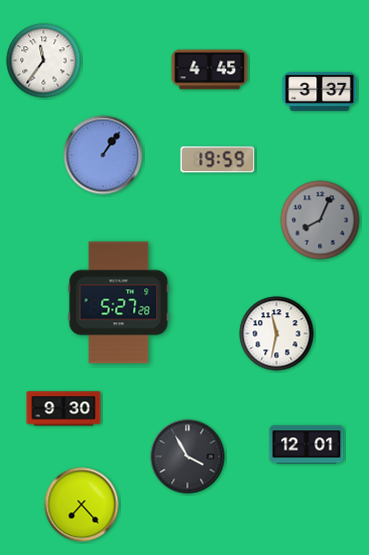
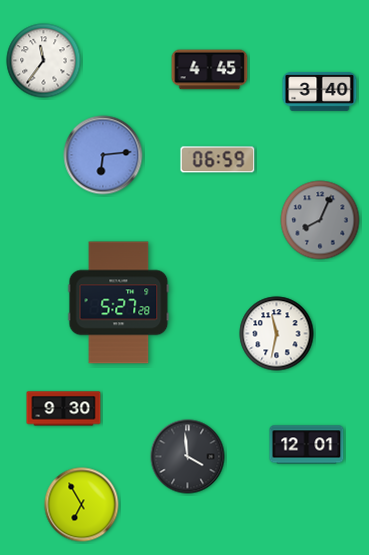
clock at (320, 91): 3:37 -> 3:40
clock at (103, 155): 1:06 -> 6:14
clock at (218, 160): 19:59 -> 06:59
clock at (188, 457): 3:55 -> 3:59
clock at (82, 505): 7:23 -> 6:55
